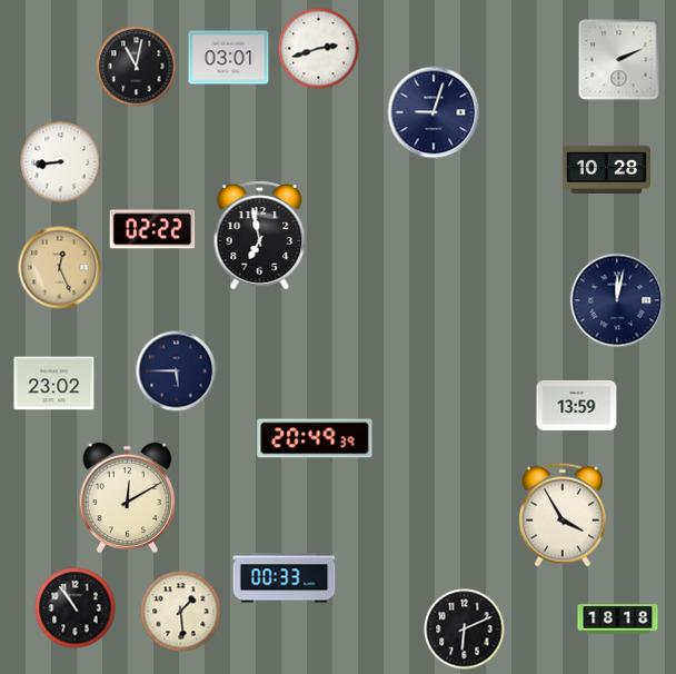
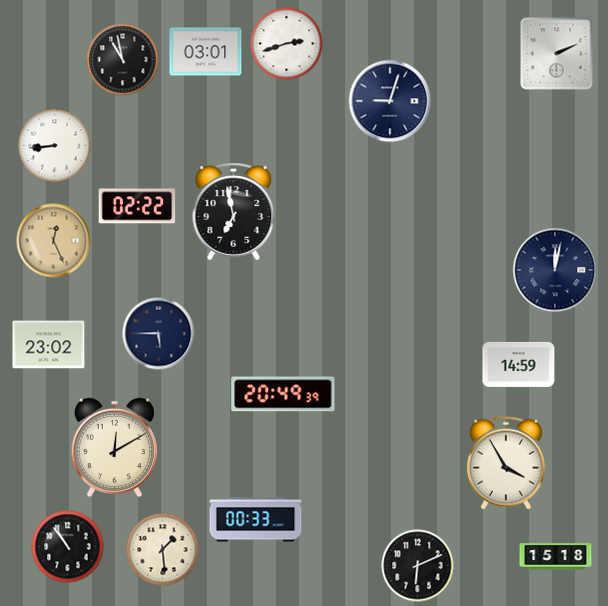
clock at (137, 67): 11:02 -> 10:58
clock at (606, 169): 10:28 -> none
clock at (577, 405): 13:59 -> 14:59
clock at (618, 620): 18:18 -> 15:18
